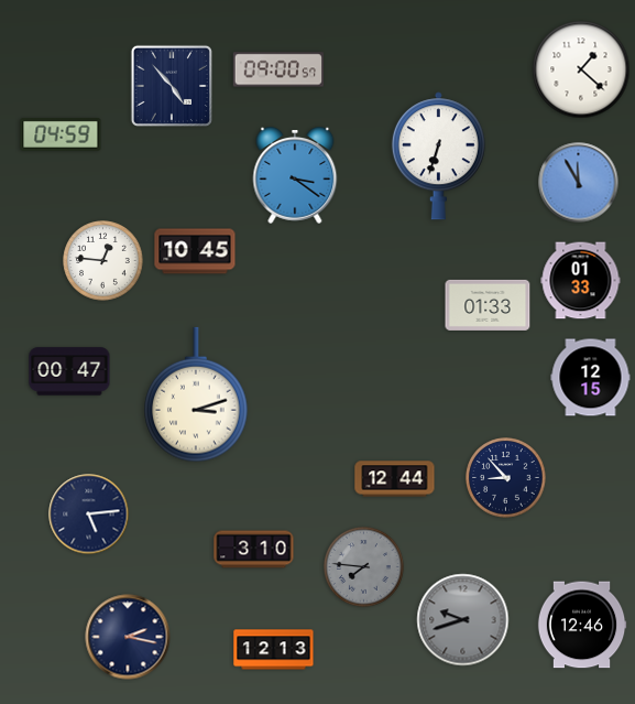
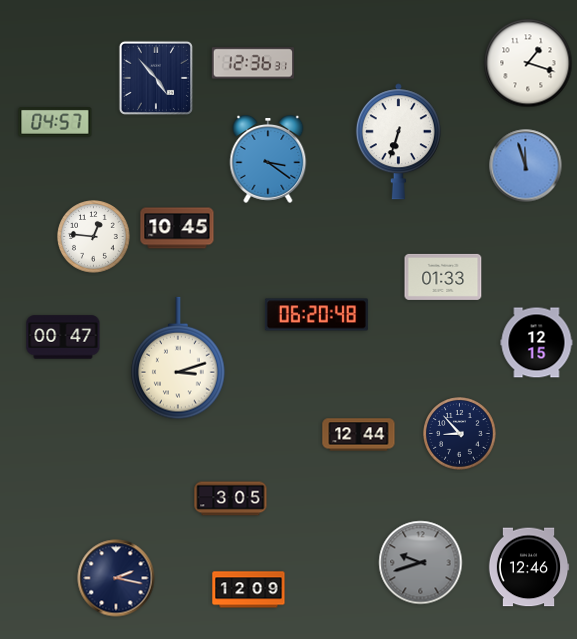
clock at (277, 69): 09:00 -> 12:36
clock at (581, 69): 1:22 -> 1:18
clock at (61, 136): 04:59 -> 04:57
clock at (579, 183): 11:55 -> 11:57
clock at (581, 281): 01:33 -> none
clock at (316, 315): none -> 06:20
clock at (89, 515): 5:14 -> none
clock at (254, 550): 3:10 -> 3:05
clock at (364, 567): 7:46 -> none
clock at (274, 650): 12:13 -> 12:09
